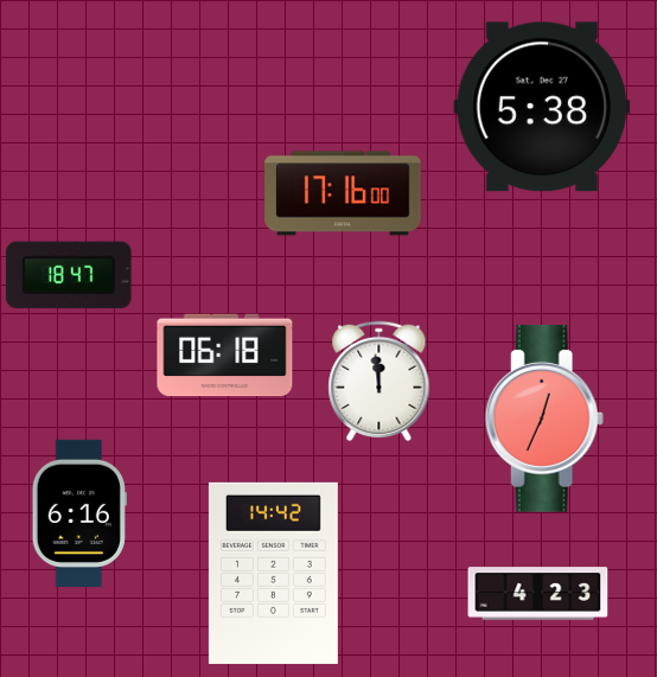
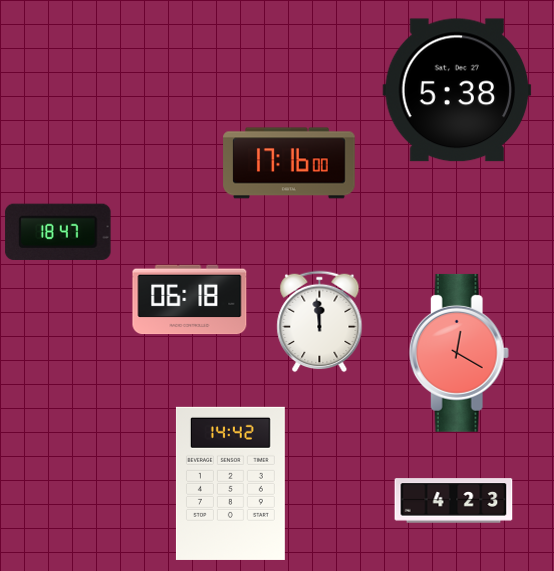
clock at (544, 419): 12:34 -> 12:20
clock at (79, 512): 6:16 -> none
